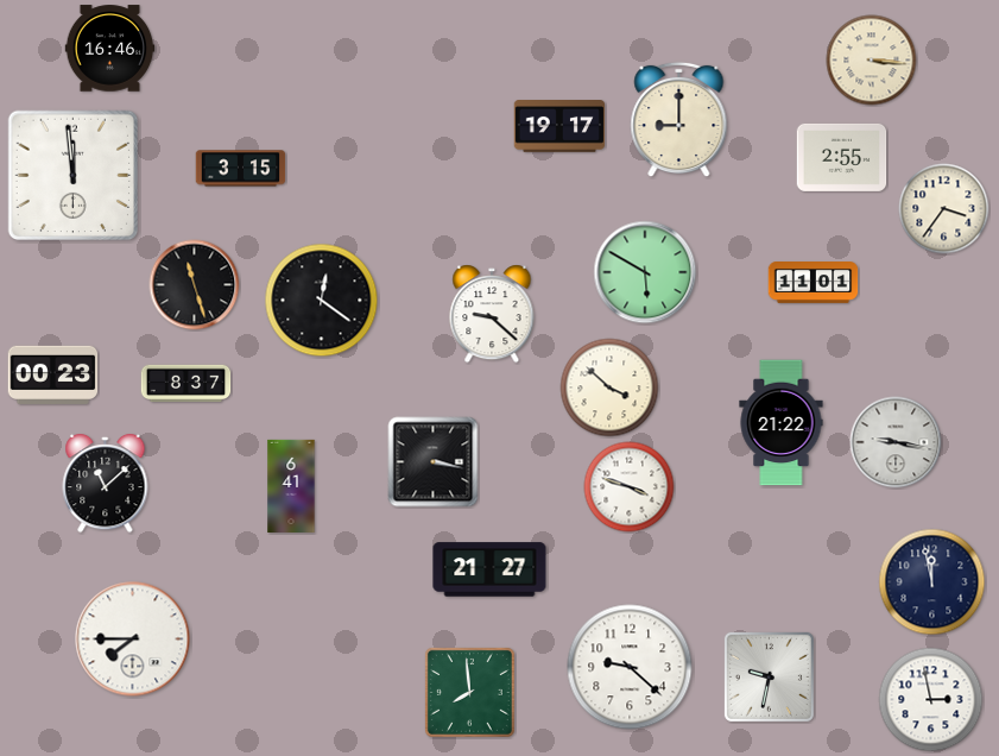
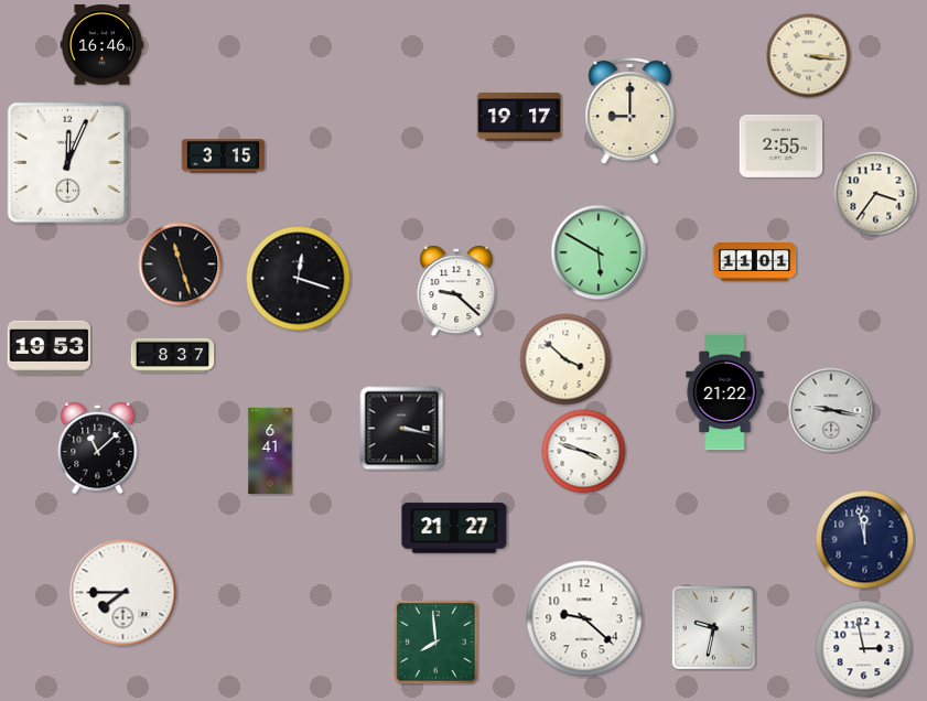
clock at (74, 176): 11:59 -> 12:04
clock at (322, 301): 12:21 -> 12:18
clock at (53, 374): 00:23 -> 19:53
